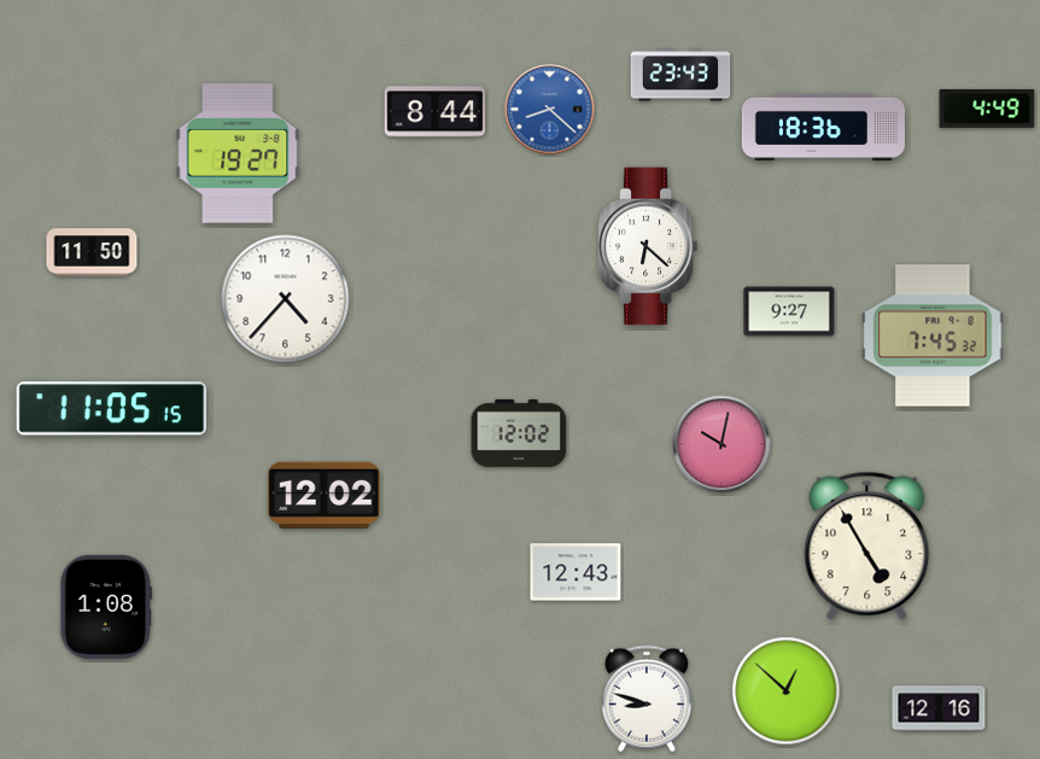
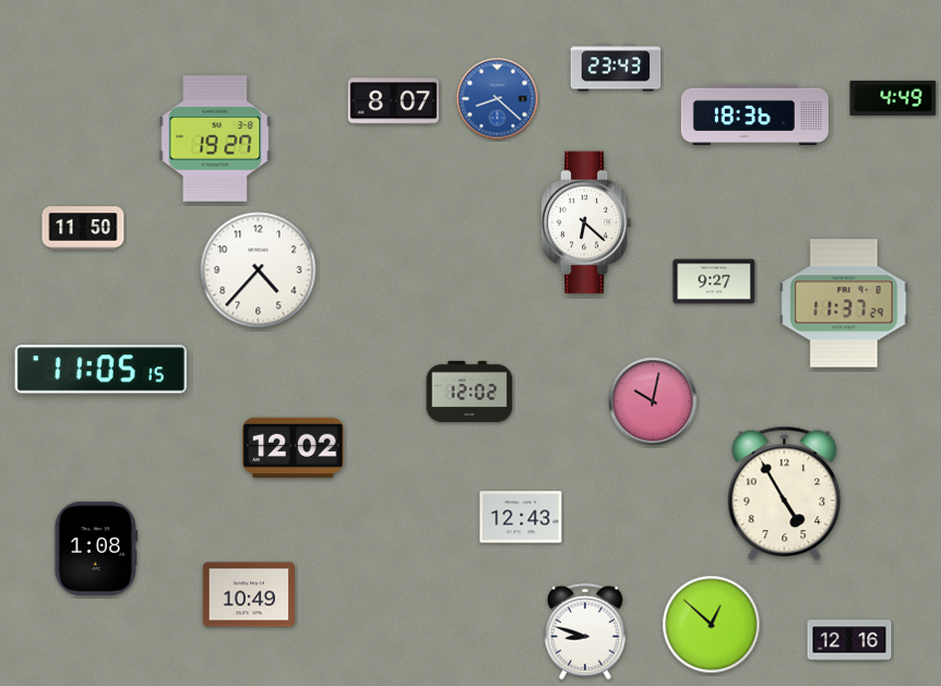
clock at (436, 112): 8:44 -> 8:07
clock at (823, 128) position: (823, 128) -> (754, 116)
clock at (933, 335): 7:45 -> 11:37
clock at (248, 594): none -> 10:49
